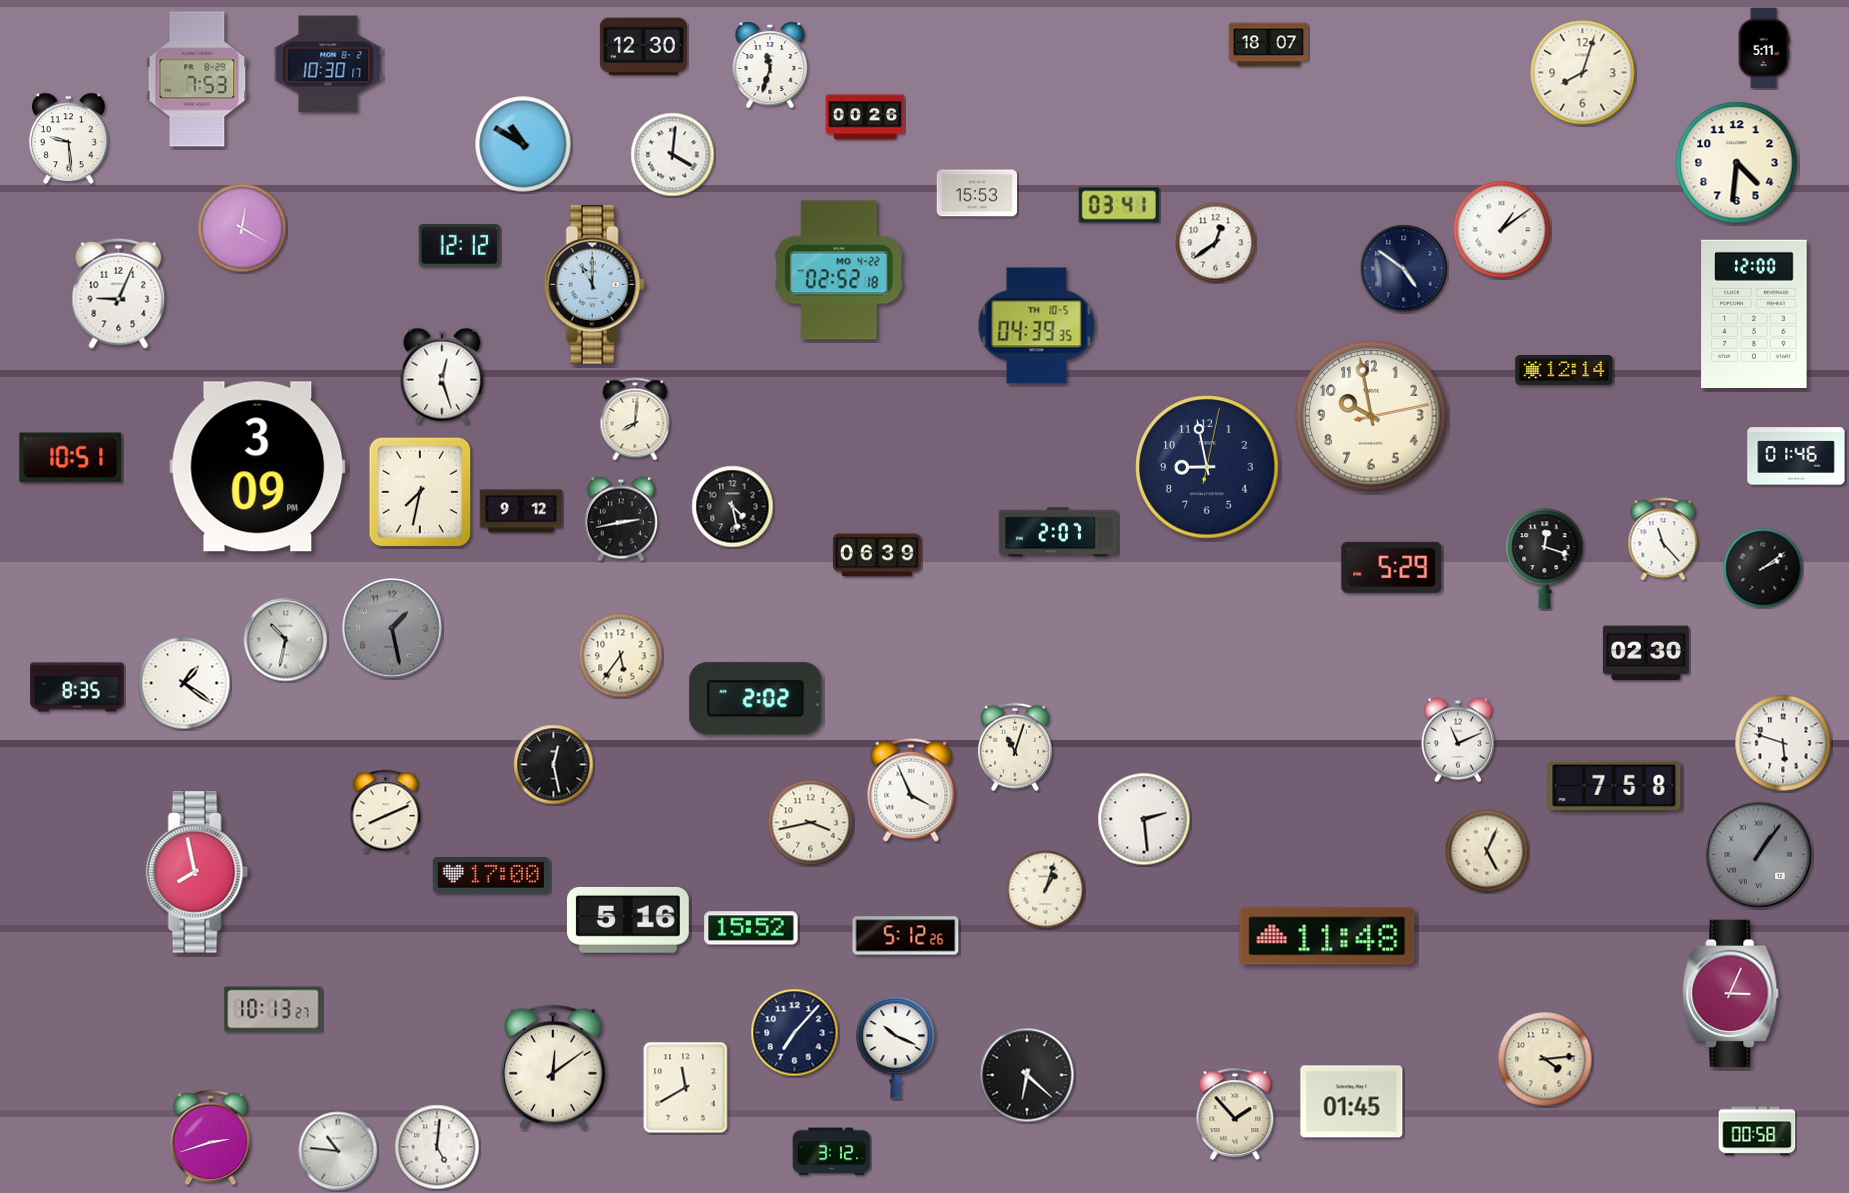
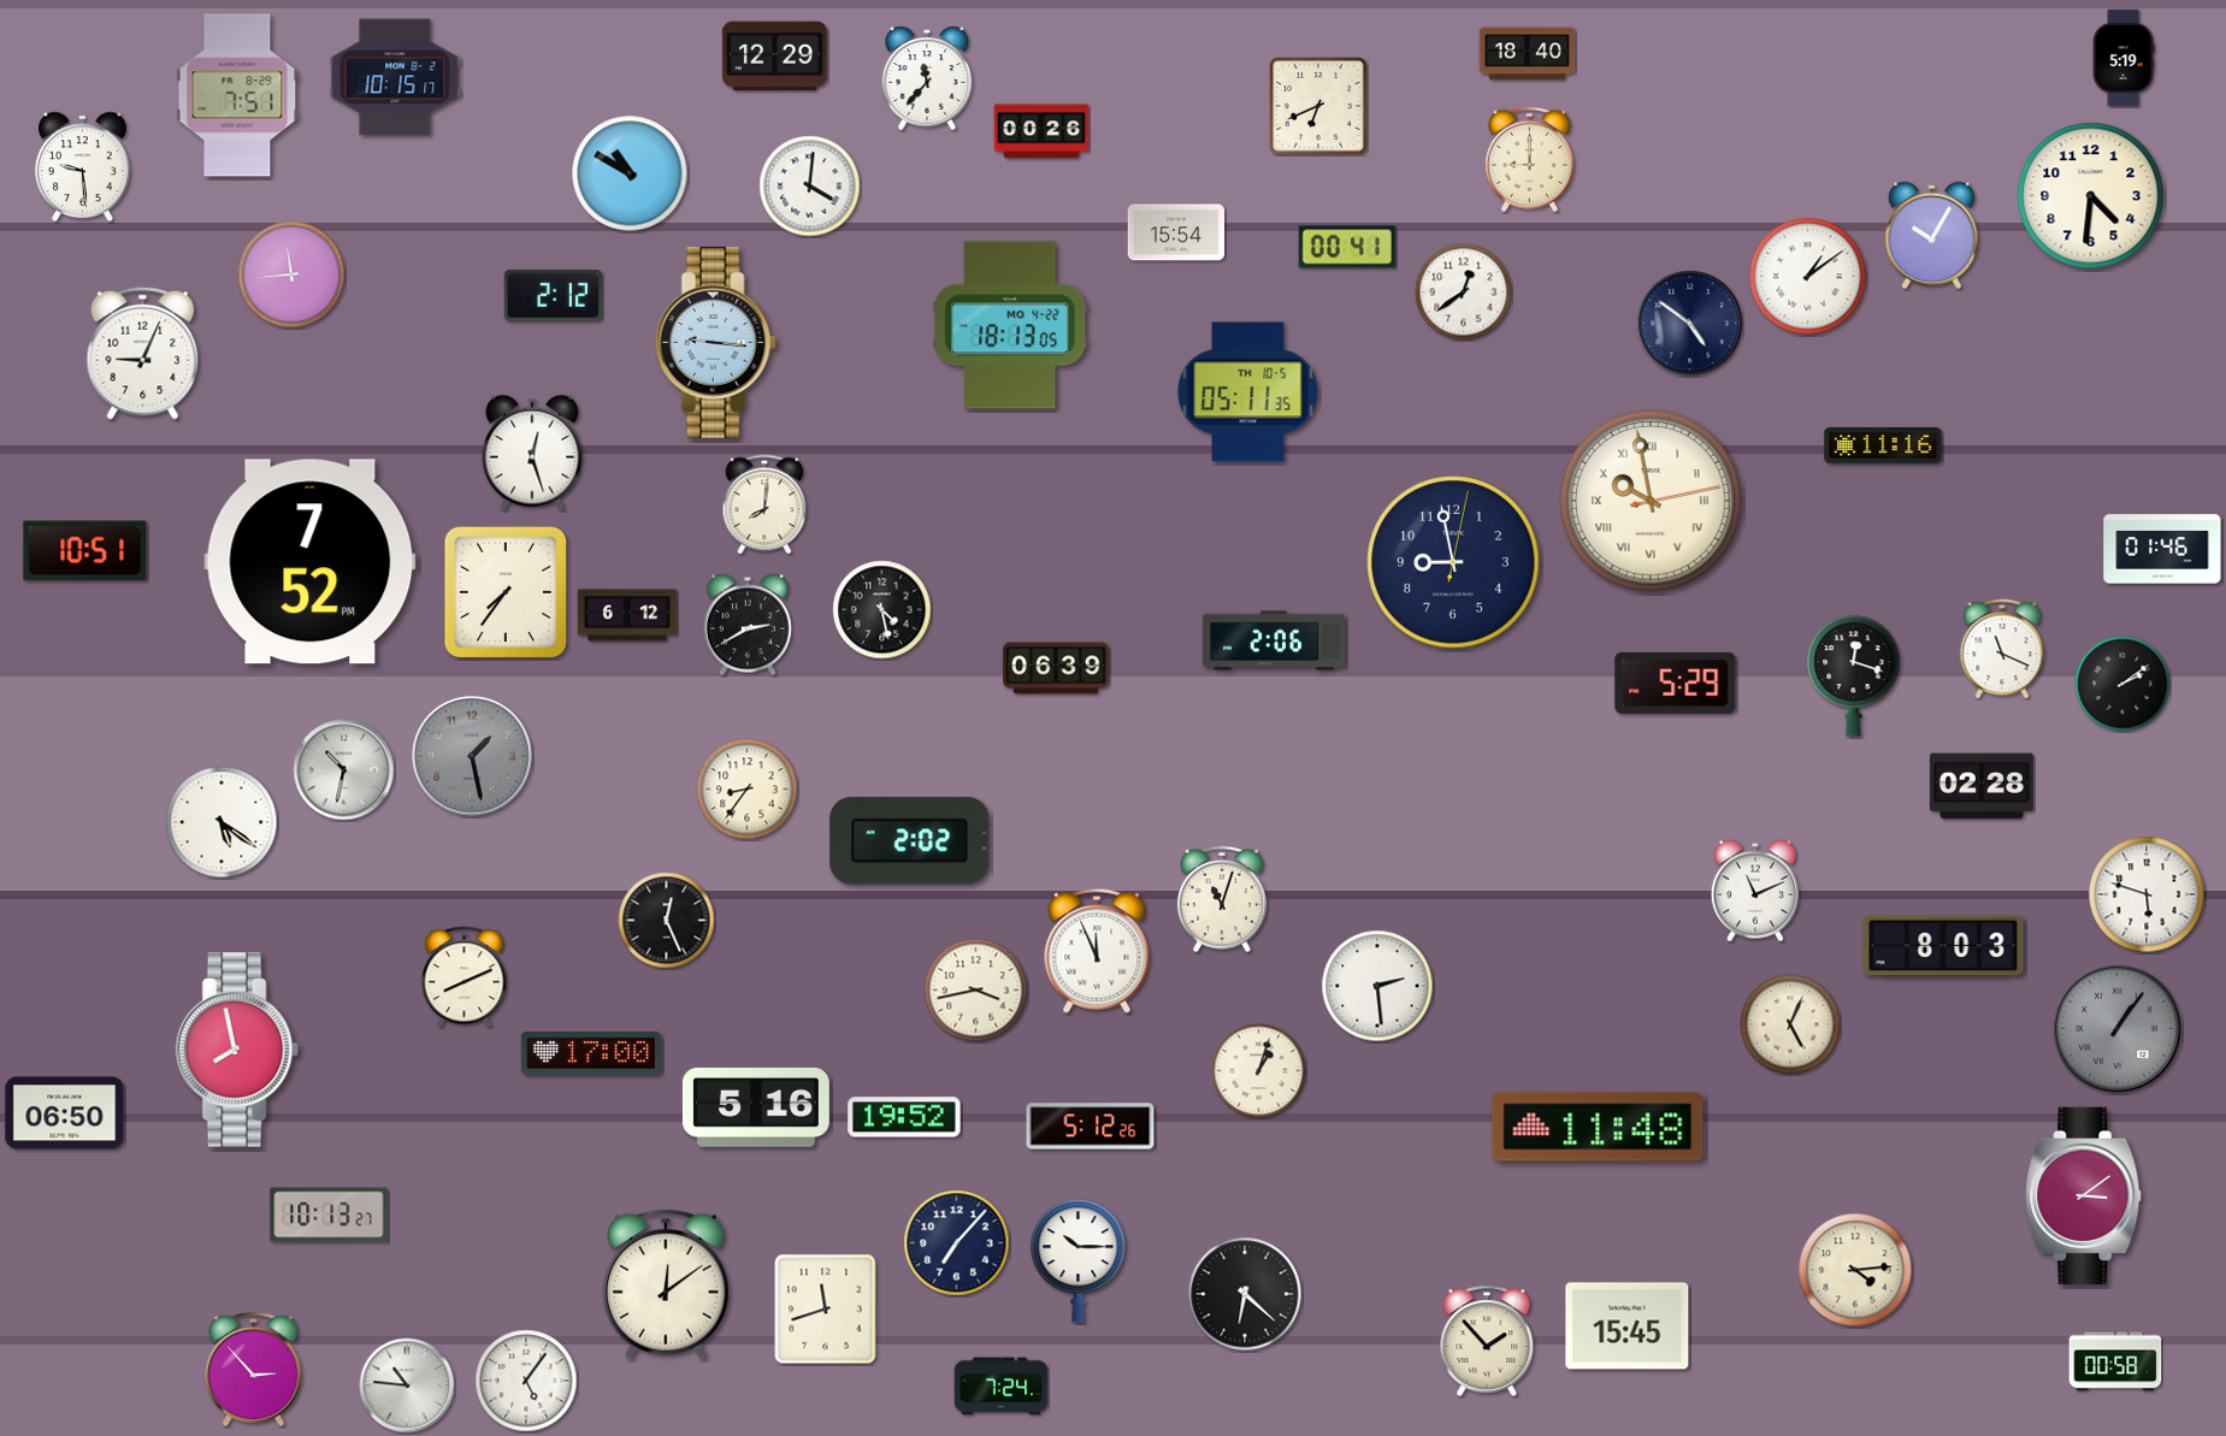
clock at (1269, 45): 18:07 -> 18:40
clock at (643, 47): 12:30 -> 12:29
clock at (1764, 48): 5:11 -> 5:19
clock at (328, 64): 10:30 -> 10:15
clock at (770, 65): 11:33 -> 11:37
clock at (1583, 73): 8:03 -> none
clock at (197, 79): 7:53 -> 7:51
clock at (1318, 106): none -> 6:41
clock at (865, 117) position: (865, 117) -> (1041, 131)
clock at (1530, 160): none -> 9:00
clock at (977, 193): 15:53 -> 15:54
clock at (1932, 235): none -> 10:05
clock at (1119, 205): 03:41 -> 00:41
clock at (242, 228): 12:20 -> 11:44
clock at (459, 246): 12:12 -> 2:12
clock at (839, 270): 02:52 -> 18:13
clock at (594, 285): 11:00 -> 9:16
clock at (1754, 313): 12:00 -> none
clock at (1037, 326): 04:39 -> 05:11
clock at (1564, 371): 12:14 -> 11:16
clock at (1371, 416) numerals: Arabic -> Roman
clock at (258, 467): 3:09 -> 7:52
clock at (420, 492): 7:32 -> 7:36
clock at (520, 511): 9:12 -> 6:12
clock at (621, 519): 2:43 -> 2:40
clock at (1058, 532): 2:07 -> 2:06
clock at (1663, 539): 11:23 -> 11:19
clock at (1545, 559) position: (1545, 559) -> (1854, 676)
clock at (1646, 653): 02:30 -> 02:28
clock at (621, 656): 5:36 -> 8:36
clock at (184, 683): 1:21 -> 5:21
clock at (77, 687): 8:35 -> none
clock at (554, 765): 12:28 -> 12:26
clock at (1614, 786): 7:58 -> 8:03
clock at (911, 790): 3:56 -> 11:56
clock at (65, 1113): none -> 06:50
clock at (751, 928): 15:52 -> 19:52
clock at (1731, 994): 3:04 -> 3:09
clock at (896, 1048): 10:19 -> 10:15
clock at (1545, 1059) position: (1545, 1059) -> (1855, 1270)
clock at (1027, 1075) position: (1027, 1075) -> (1245, 1294)
clock at (686, 1088): 11:40 -> 11:42
clock at (1352, 1102): 01:45 -> 15:45
clock at (211, 1138): 2:42 -> 2:53
clock at (437, 1147): 5:01 -> 5:06
clock at (832, 1152): 3:12 -> 7:24
